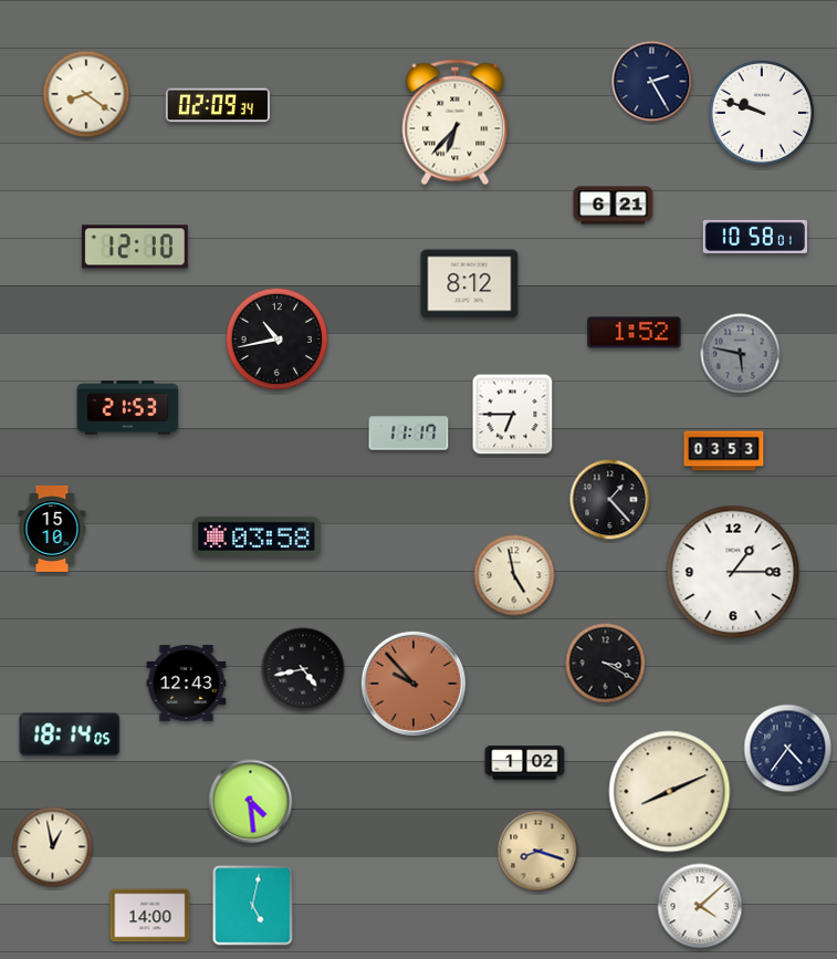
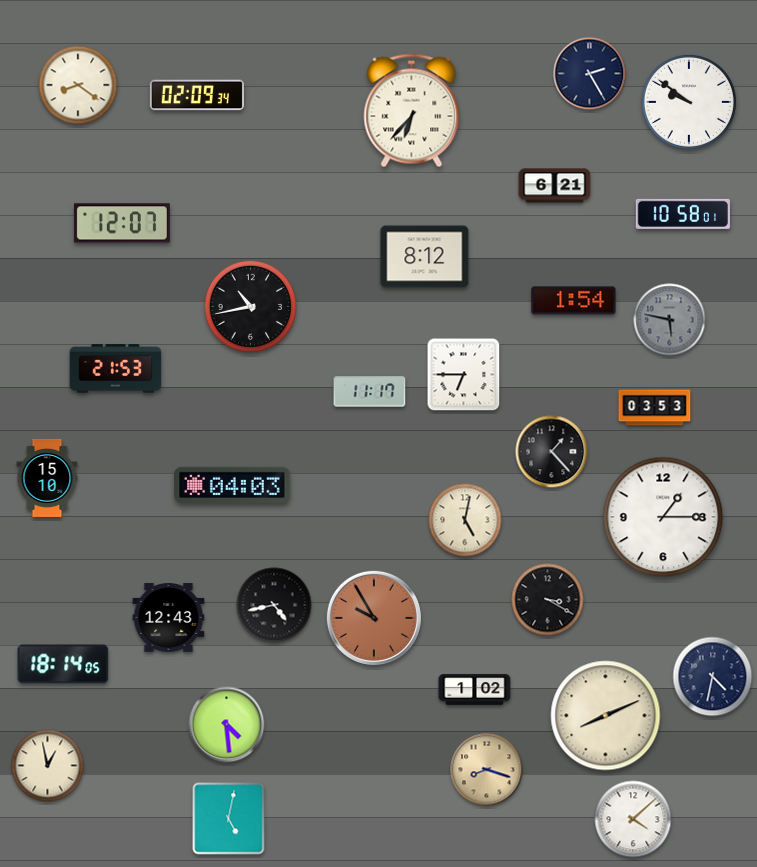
clock at (762, 113): 9:48 -> 9:51
clock at (135, 247): 12:10 -> 12:07
clock at (635, 333): 1:52 -> 1:54
clock at (257, 536): 03:58 -> 04:03
clock at (514, 575): 4:58 -> 5:02
clock at (414, 684): 9:53 -> 9:55
clock at (788, 749): 4:36 -> 4:32
clock at (150, 916): 14:00 -> none
